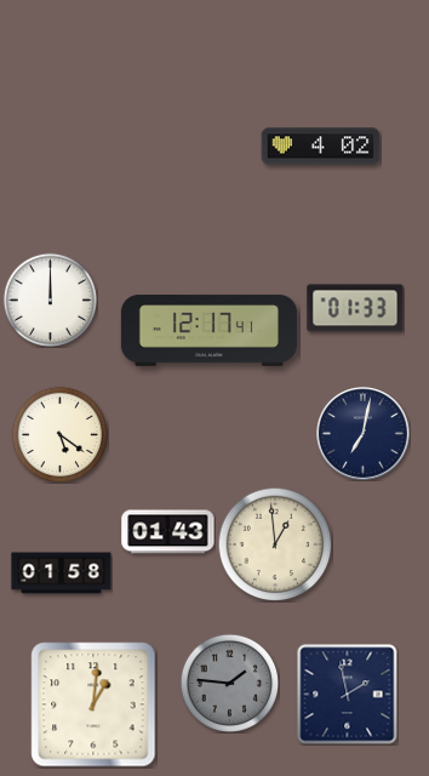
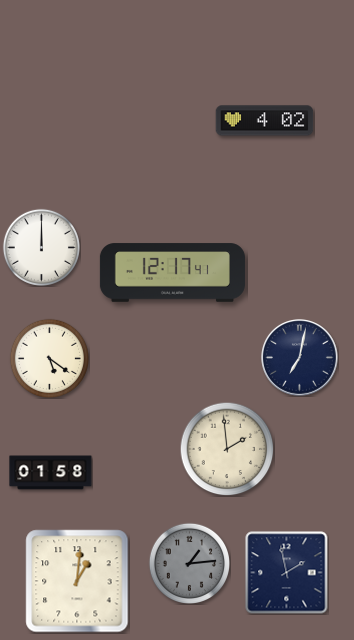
clock at (355, 308): 01:33 -> none
clock at (168, 532): 01:43 -> none
clock at (275, 544): 12:59 -> 1:59
clock at (229, 683): 1:46 -> 1:14
